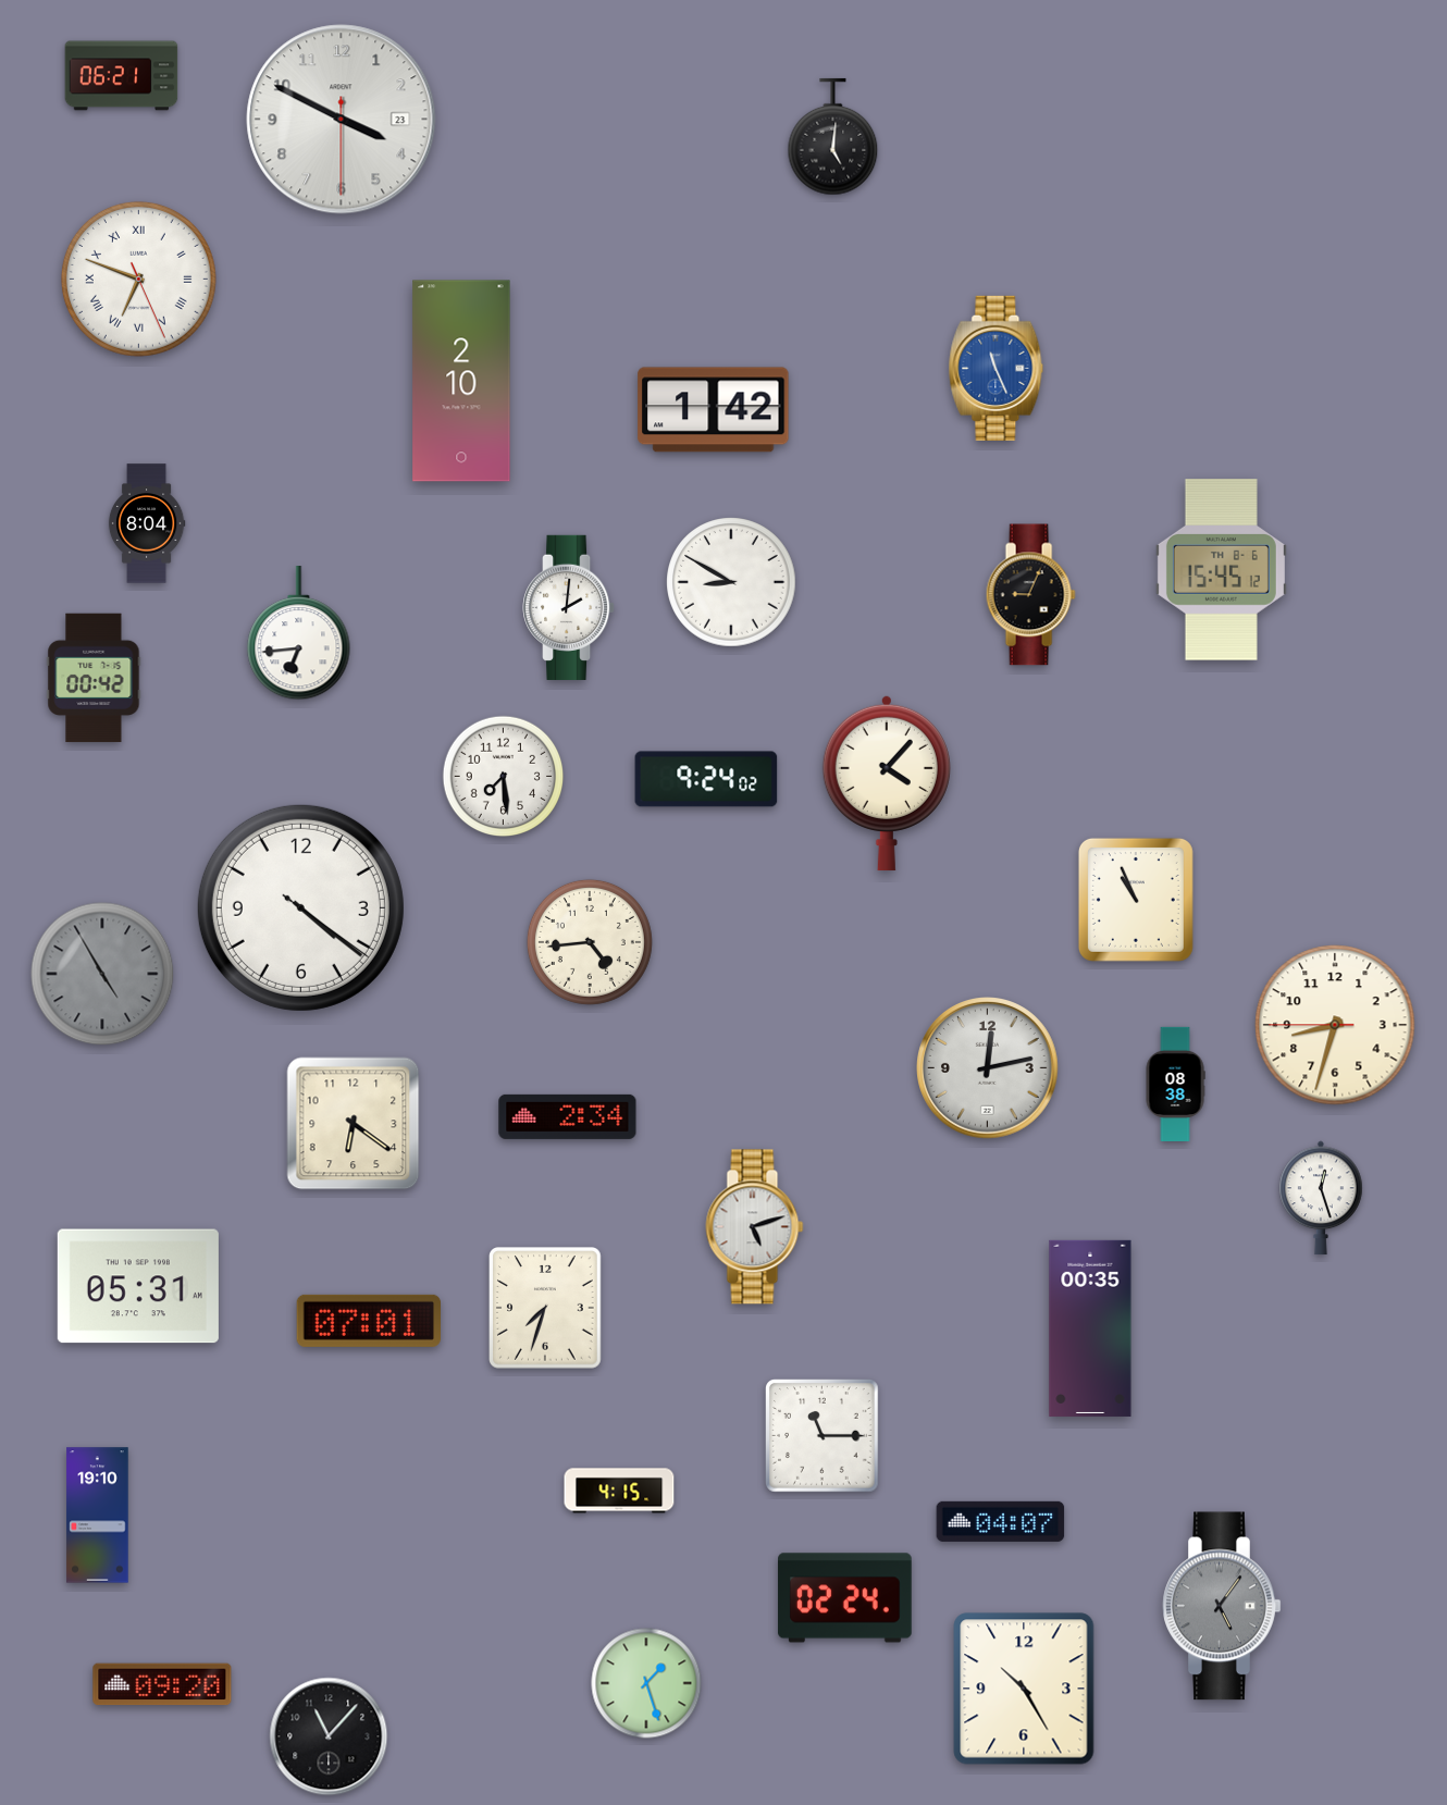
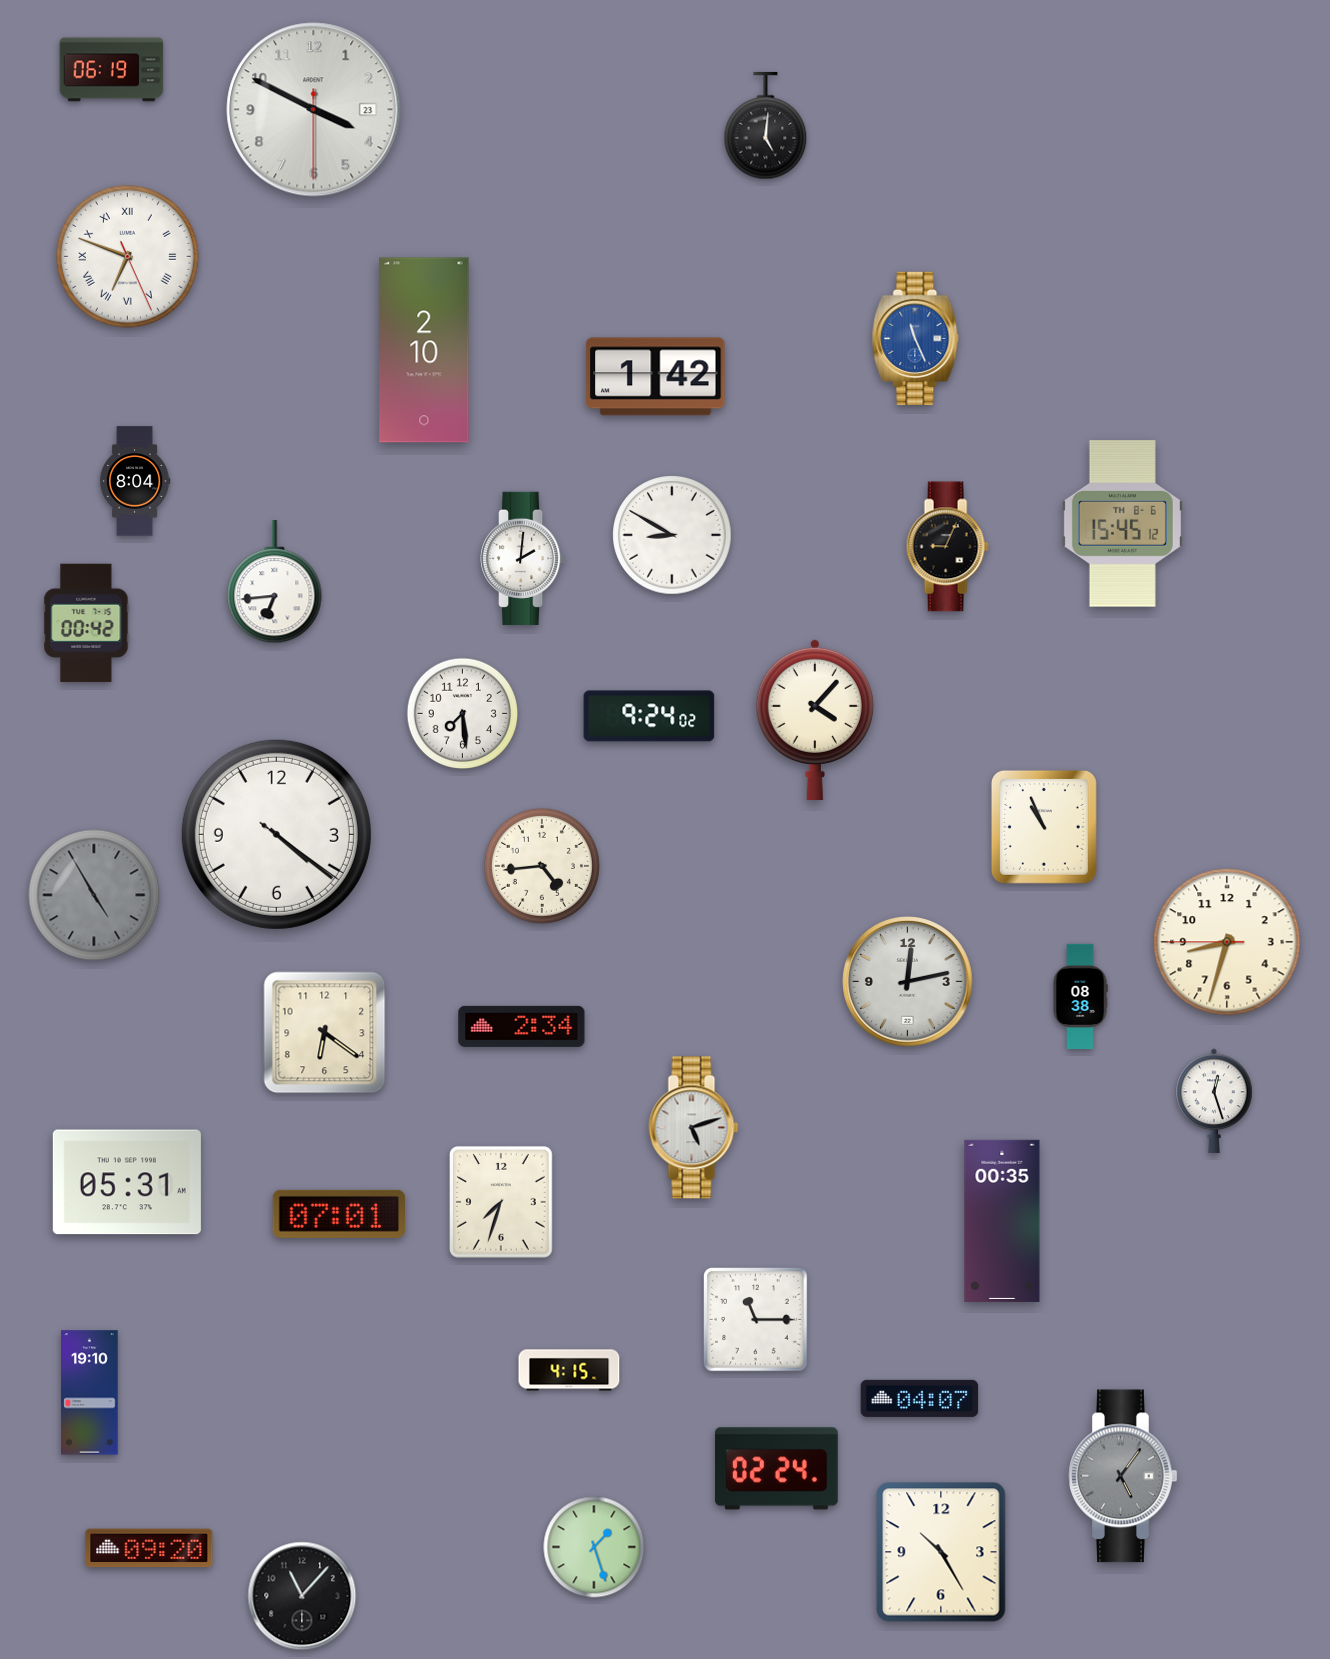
clock at (122, 76): 06:21 -> 06:19
